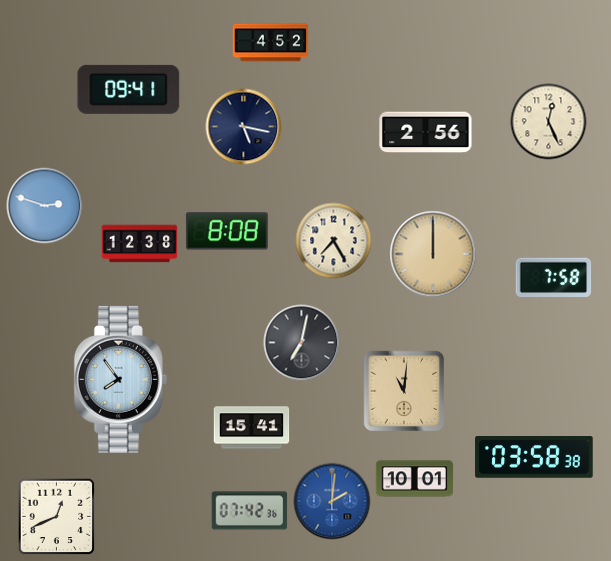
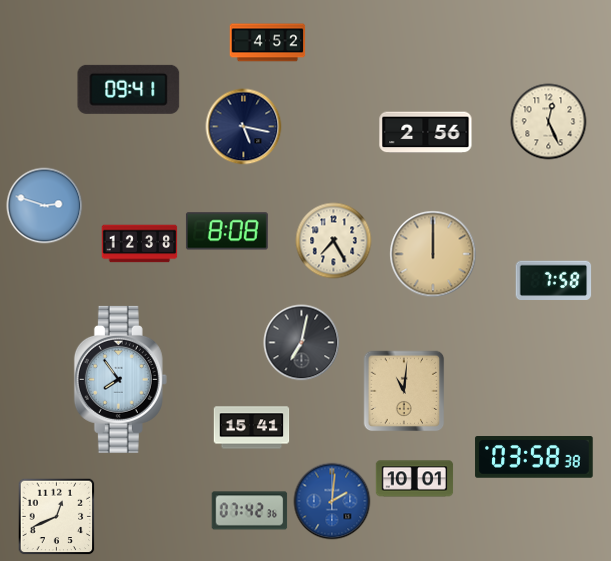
clock at (271, 43) position: (271, 43) -> (268, 43)
clock at (554, 278) position: (554, 278) -> (554, 281)
